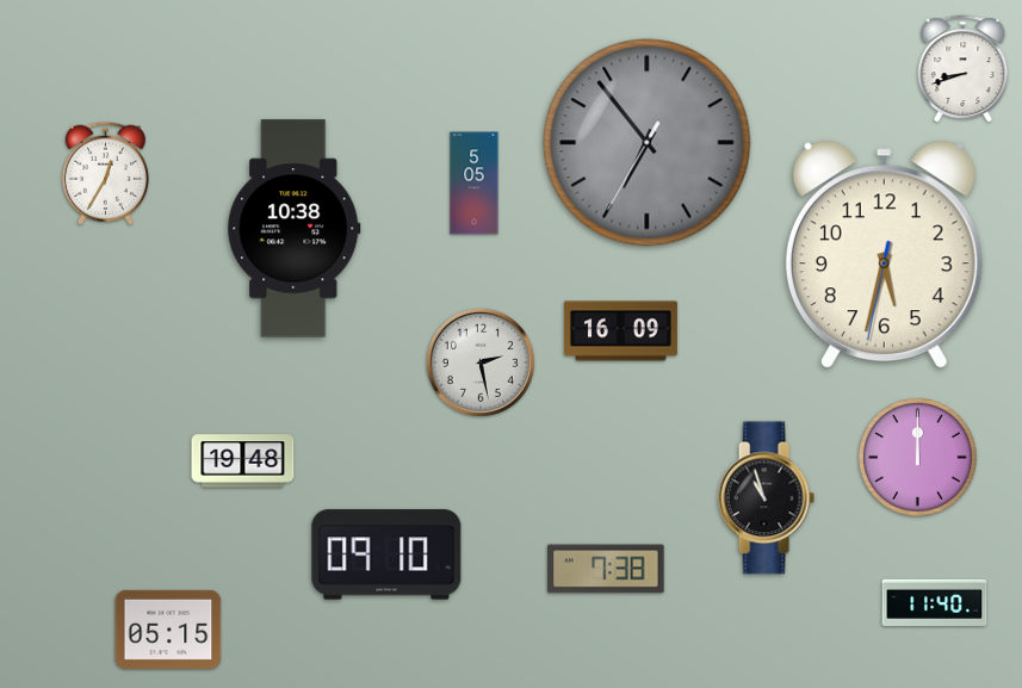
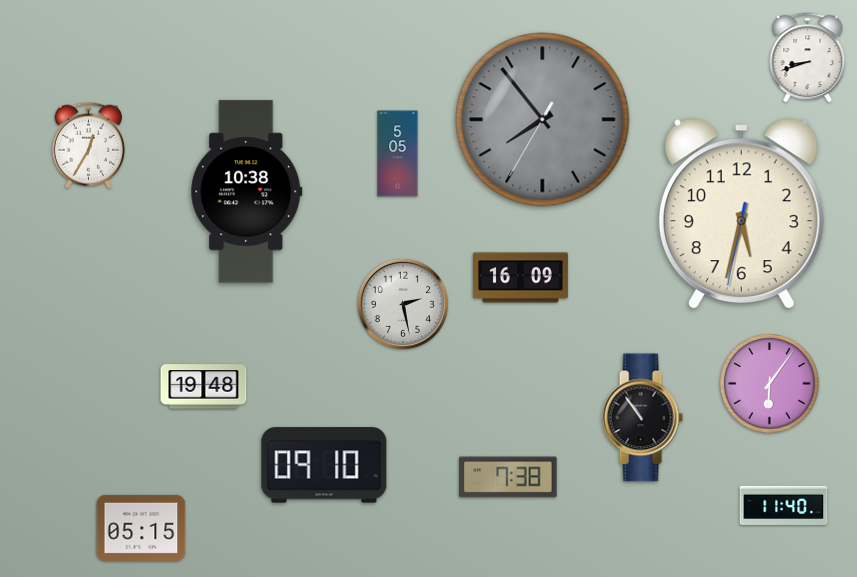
clock at (648, 143): 6:53 -> 7:53
clock at (918, 458): 12:00 -> 6:06
clock at (766, 498): 10:57 -> 10:54
